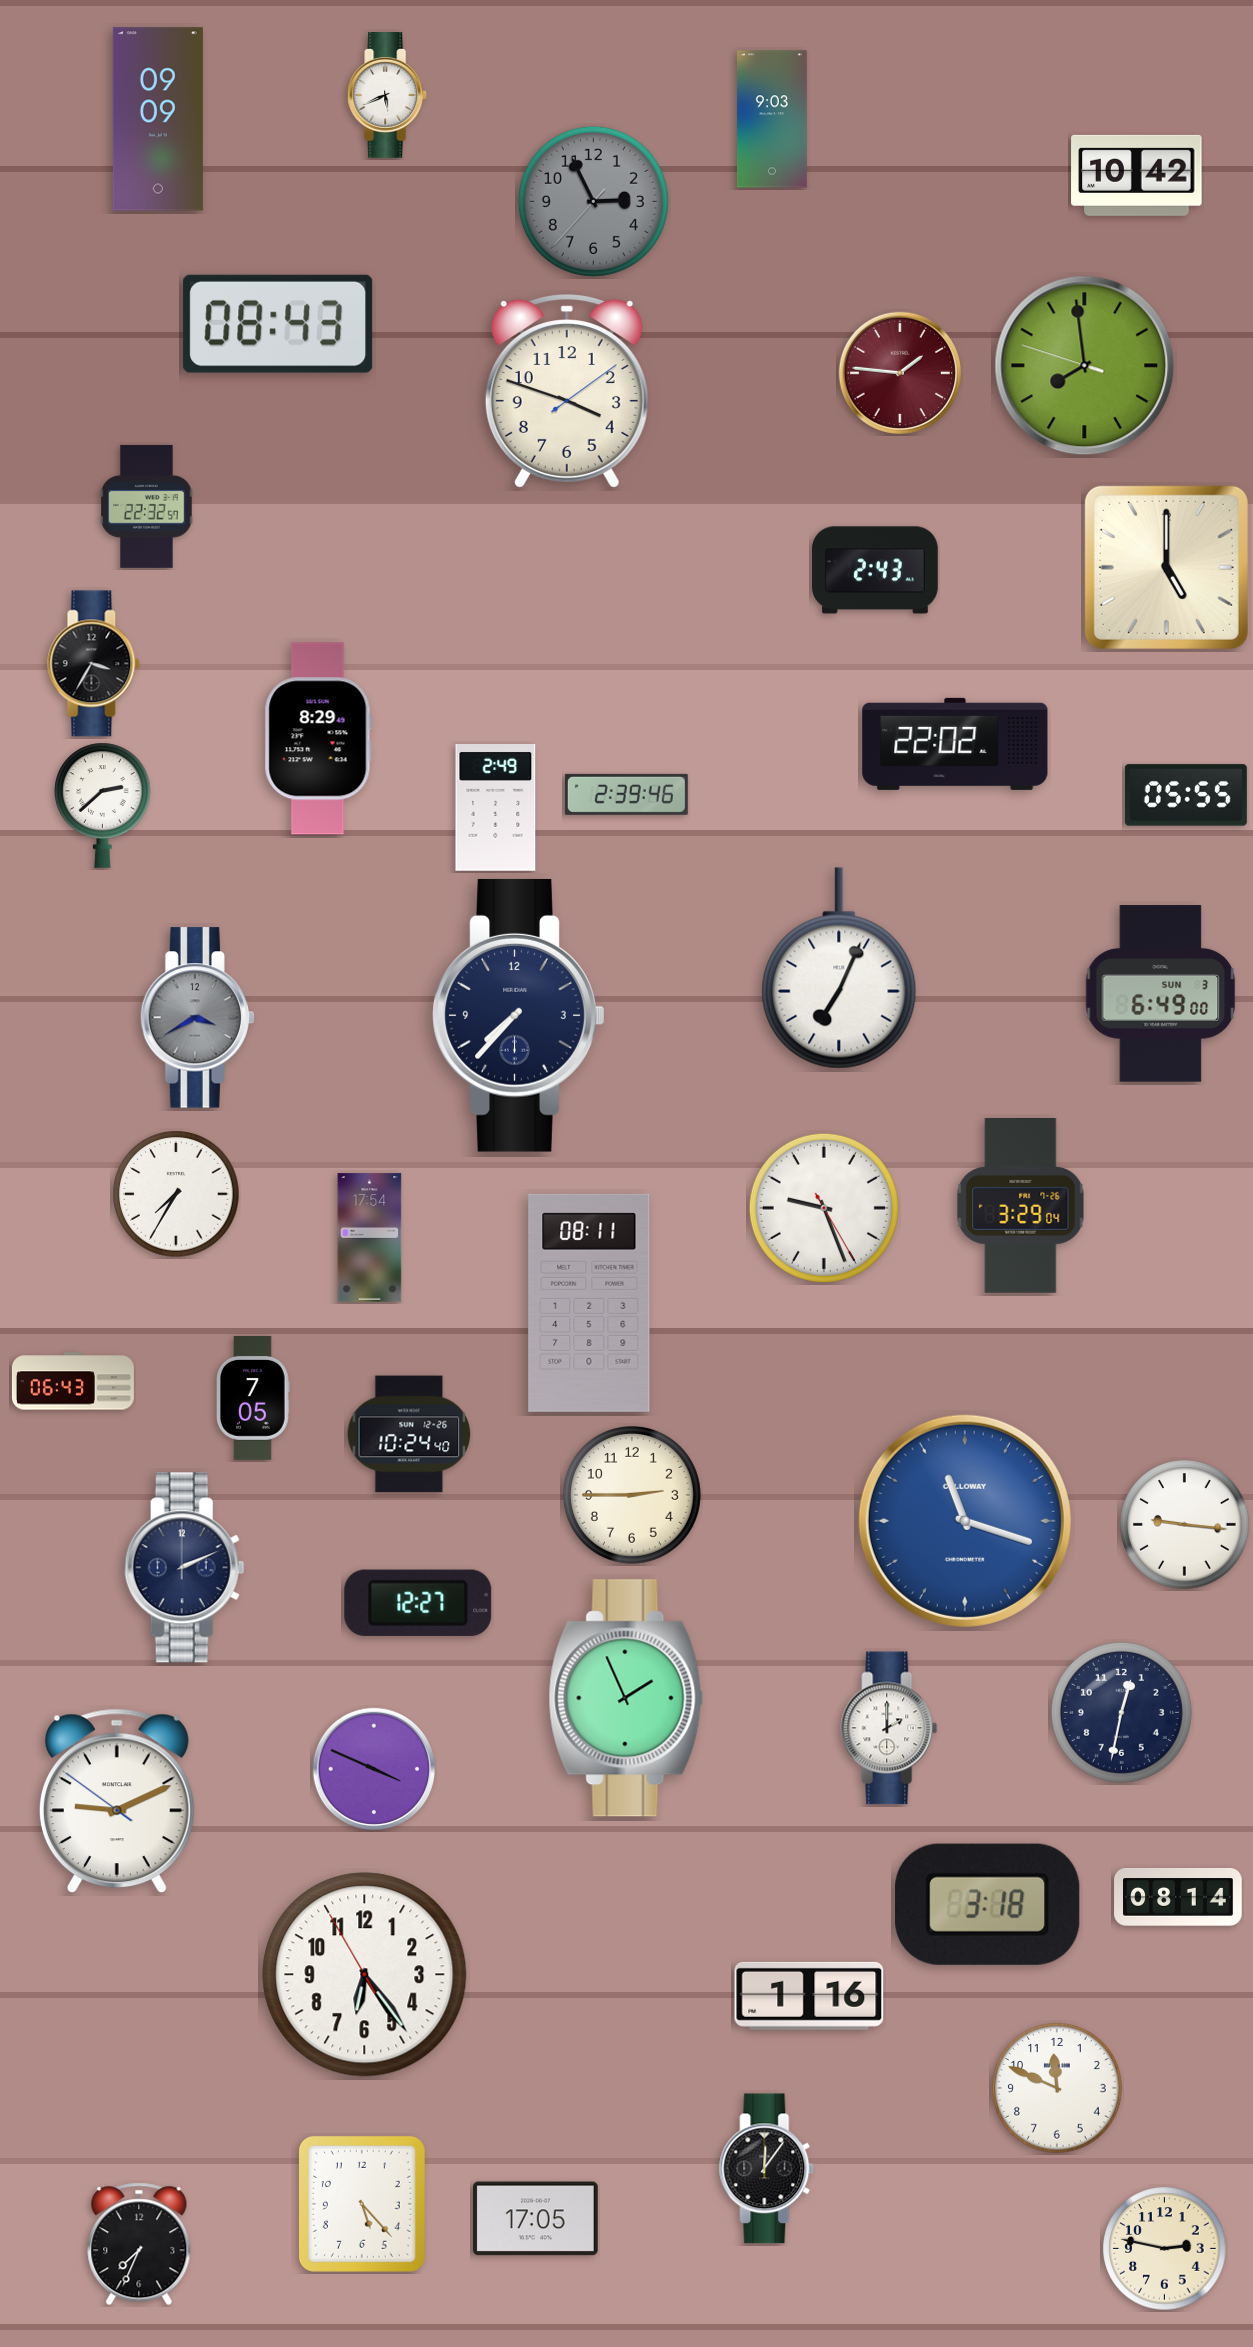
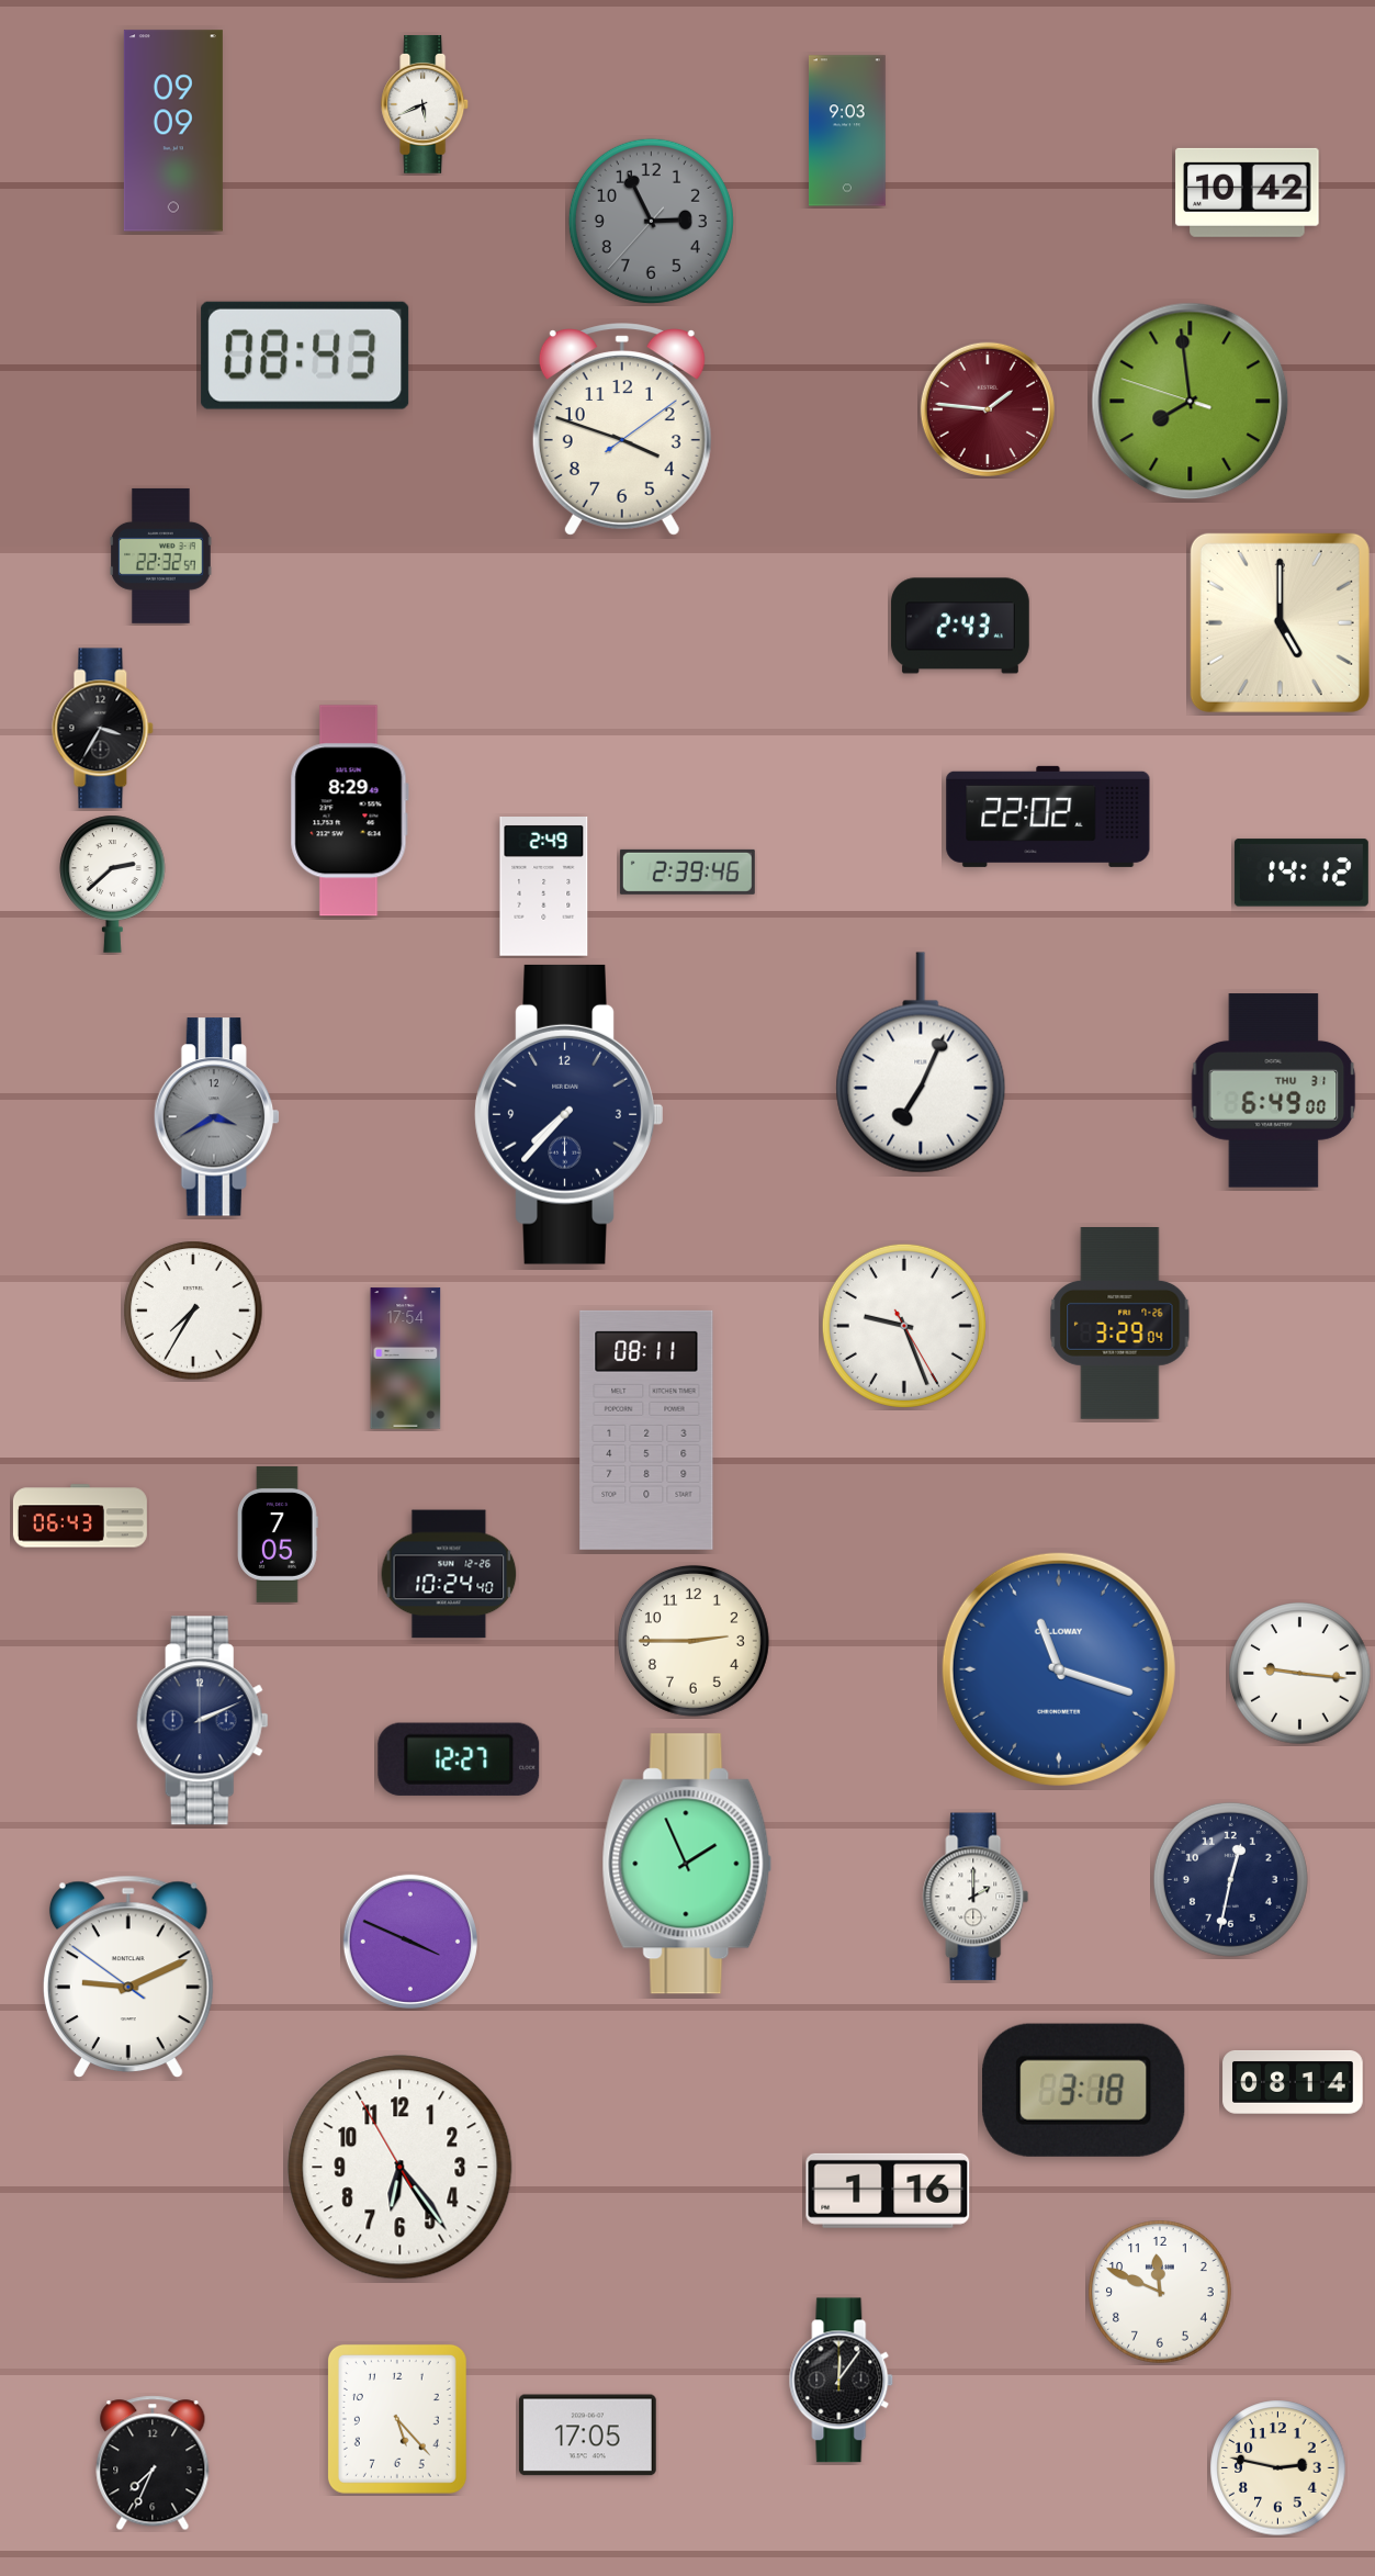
clock at (1186, 795): 05:55 -> 14:12
clock at (1161, 994) date: SUN 3 -> THU 31
